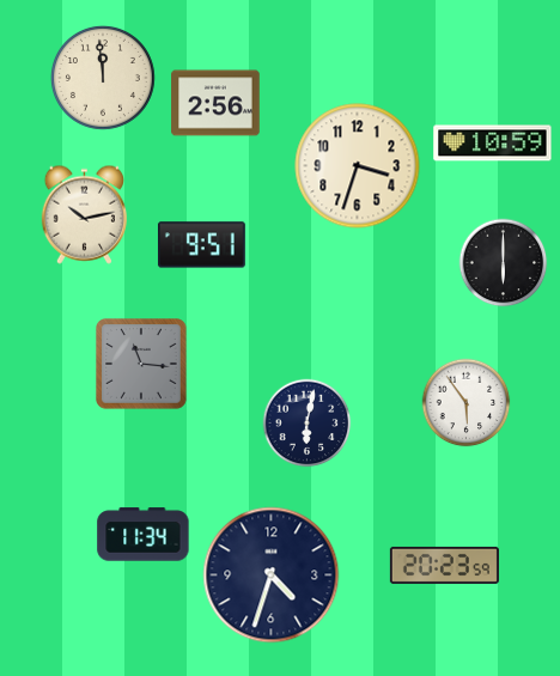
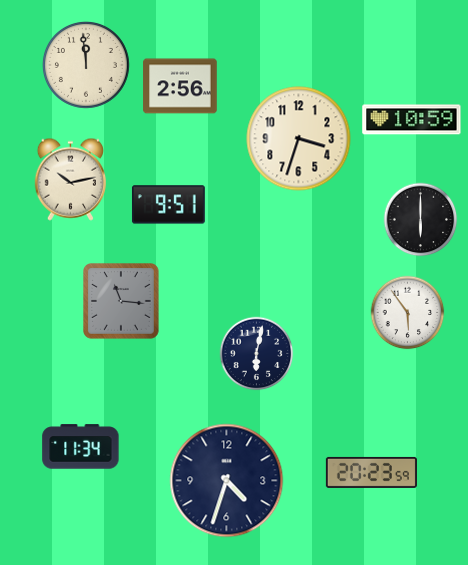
clock at (142, 365) position: (142, 365) -> (122, 302)
clock at (467, 403) position: (467, 403) -> (408, 313)
clock at (144, 535) position: (144, 535) -> (81, 447)
